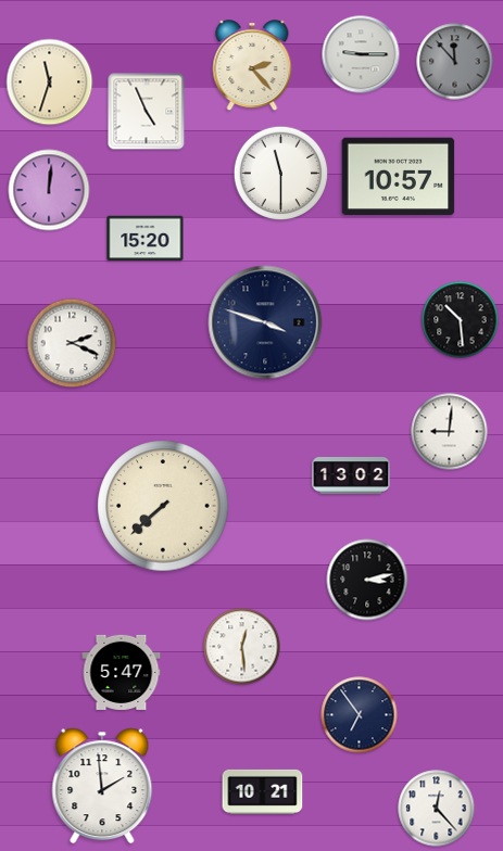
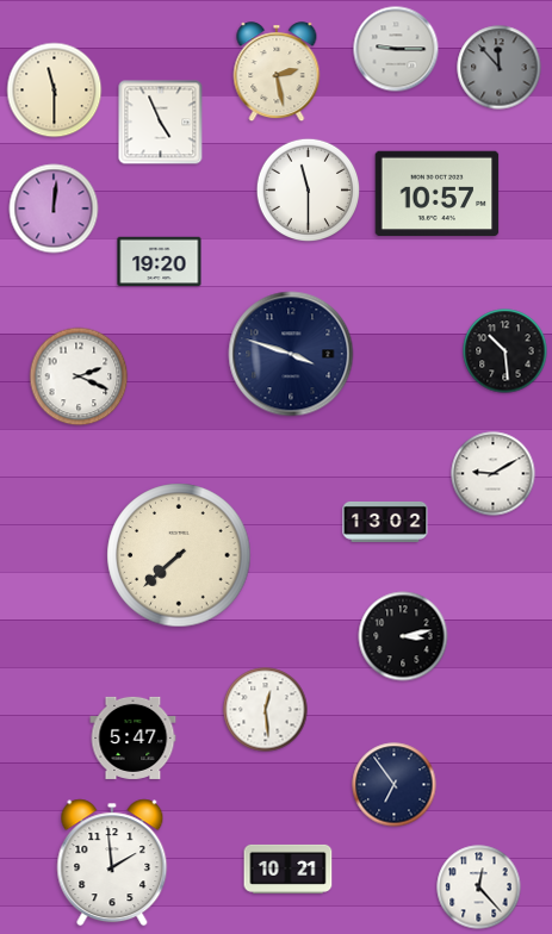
clock at (361, 54) position: (361, 54) -> (396, 49)
clock at (252, 66): 2:23 -> 2:28
clock at (50, 82): 11:33 -> 11:30
clock at (146, 239): 15:20 -> 19:20
clock at (450, 432): 9:01 -> 9:10
